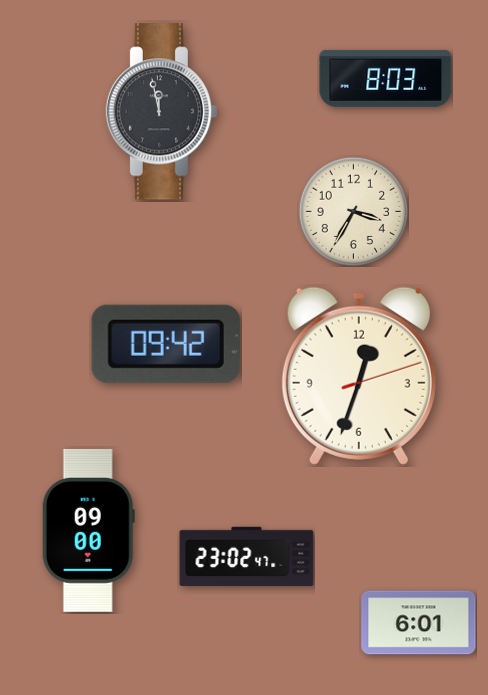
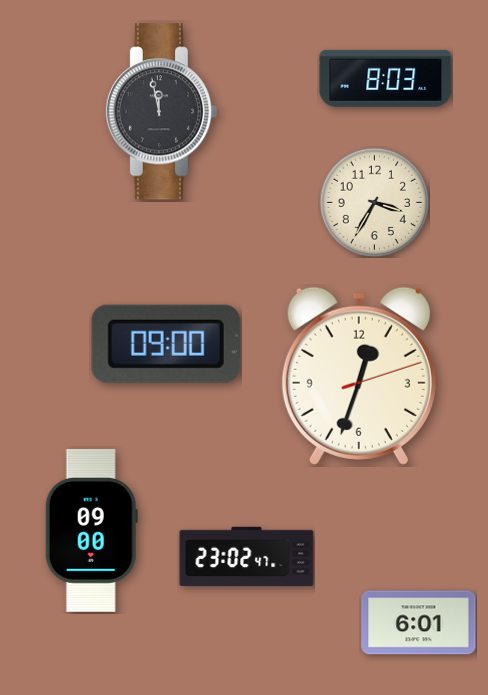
clock at (353, 211) position: (353, 211) -> (374, 202)
clock at (166, 344): 09:42 -> 09:00
clock at (88, 530) position: (88, 530) -> (91, 530)
